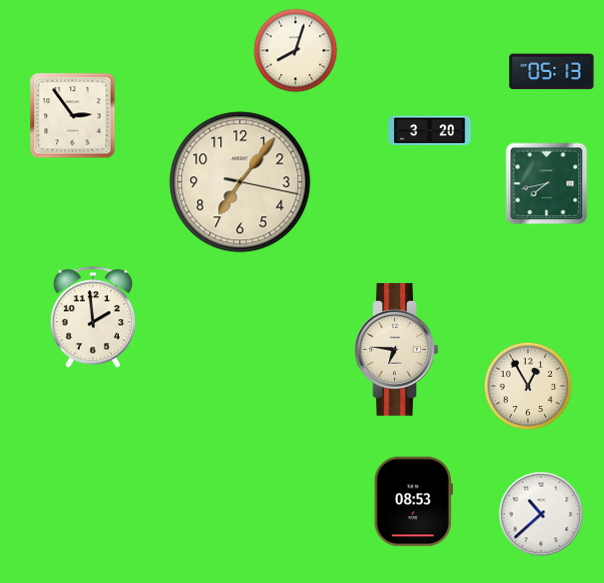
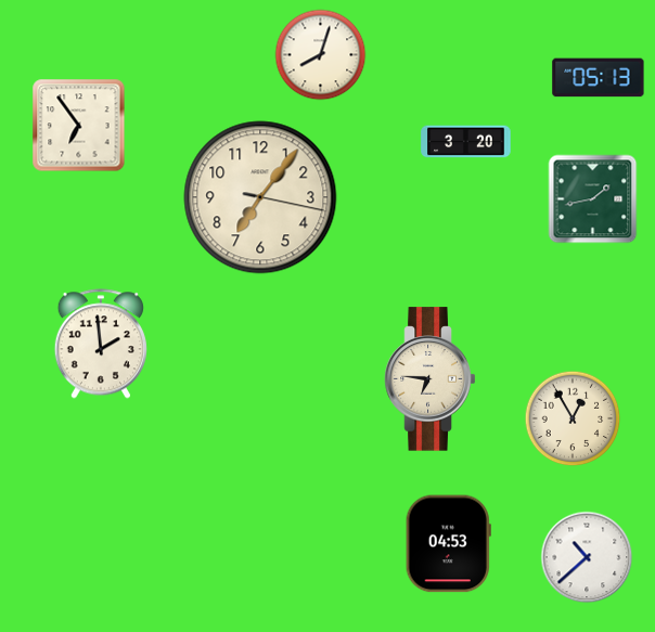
clock at (73, 116): 2:54 -> 6:54
clock at (547, 184): 7:43 -> 1:43
clock at (413, 502): 08:53 -> 04:53
